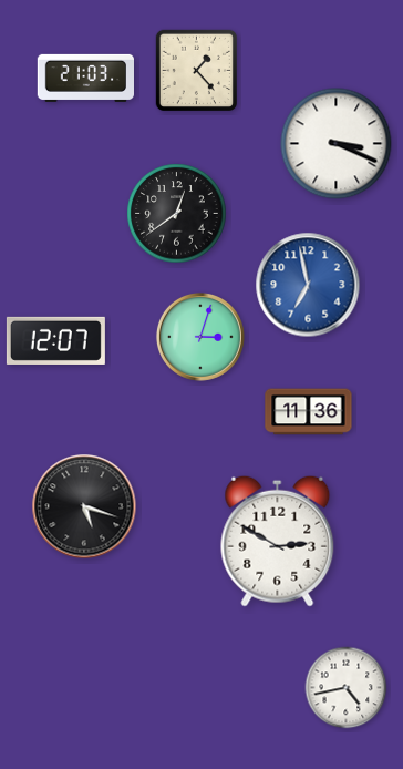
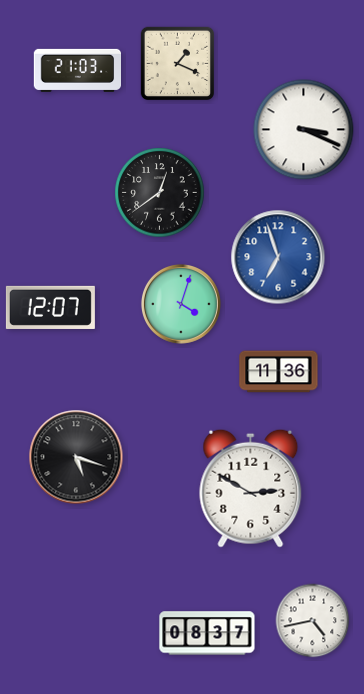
clock at (197, 71): 1:23 -> 1:19
clock at (308, 285): 6:58 -> 6:57
clock at (200, 337): 3:03 -> 4:03
clock at (207, 633): none -> 08:37
